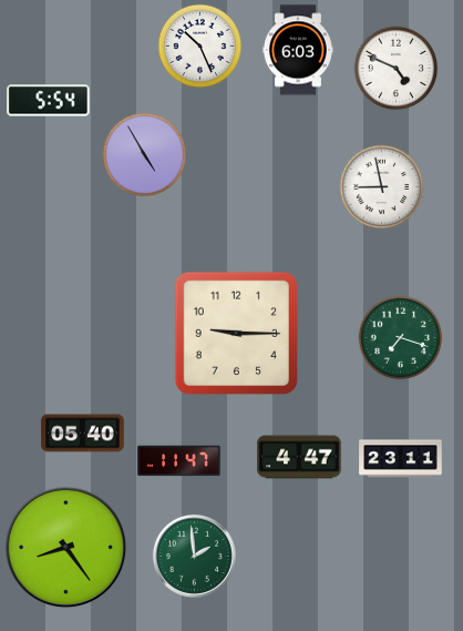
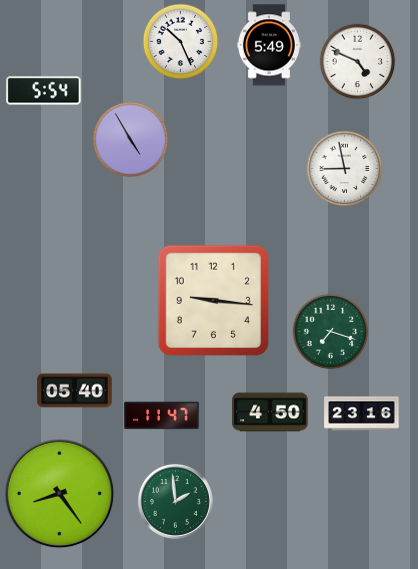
clock at (298, 50): 6:03 -> 5:49
clock at (236, 333): 9:15 -> 9:16
clock at (401, 338) position: (401, 338) -> (331, 332)
clock at (299, 457): 4:47 -> 4:50
clock at (401, 459): 23:11 -> 23:16
